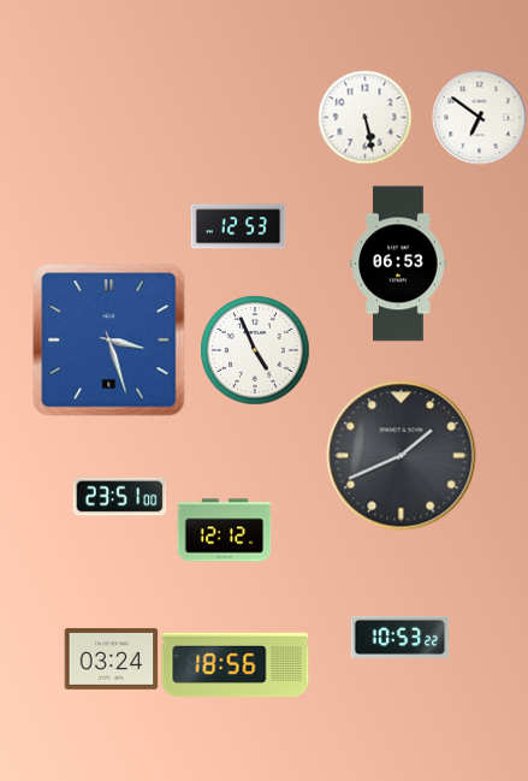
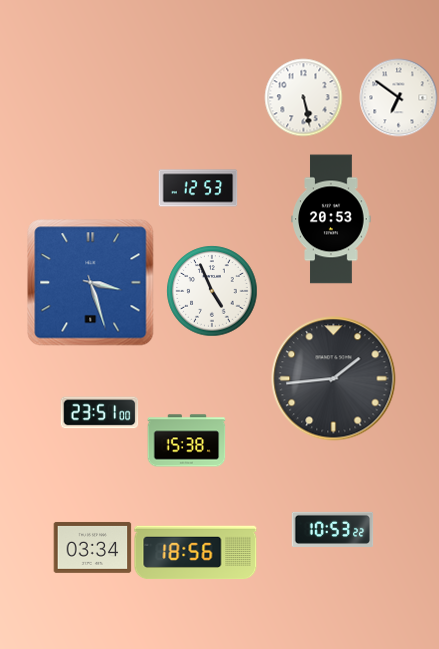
clock at (398, 264): 06:53 -> 20:53
clock at (402, 456): 1:41 -> 1:44
clock at (224, 531): 12:12 -> 15:38
clock at (111, 658): 03:24 -> 03:34
